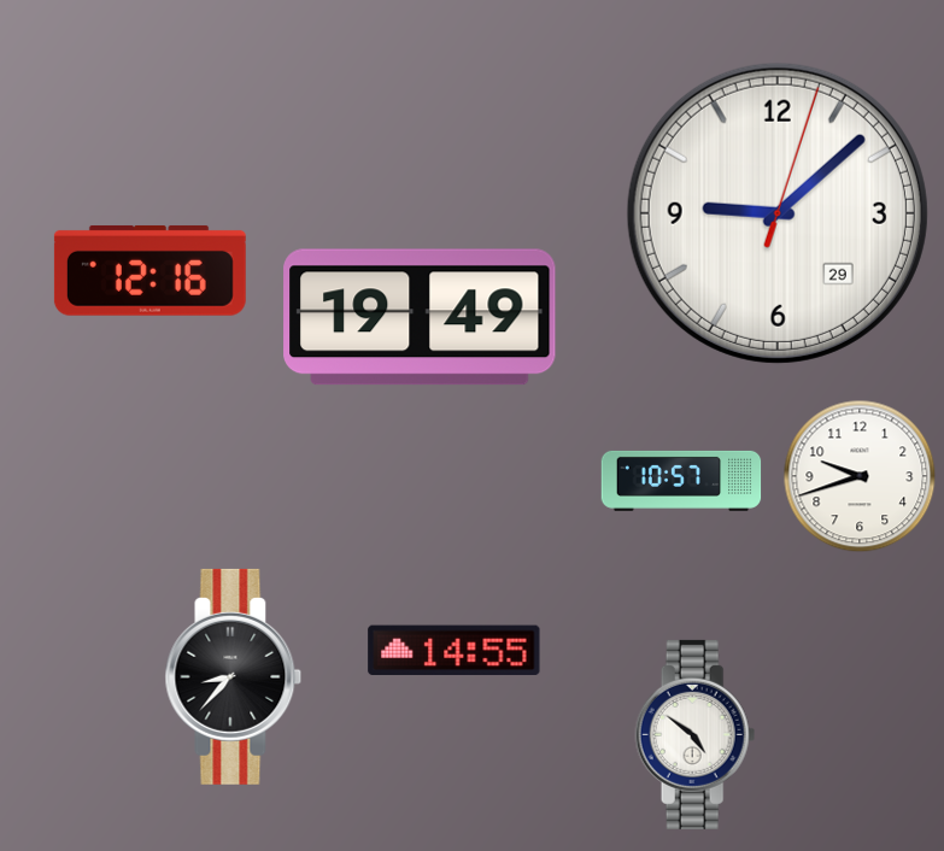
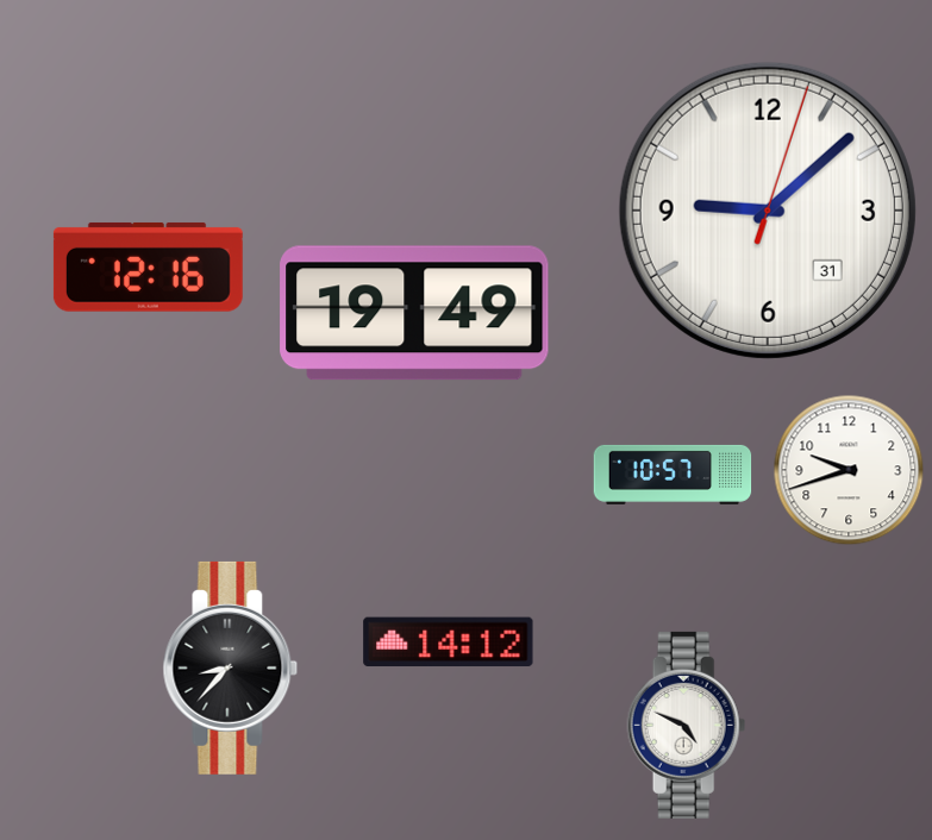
clock at (778, 213) date: 29 -> 31
clock at (455, 651): 14:55 -> 14:12
clock at (696, 734): 4:51 -> 4:49
